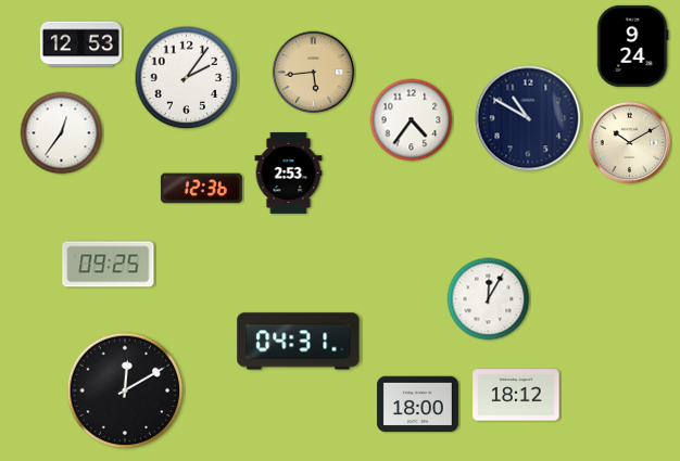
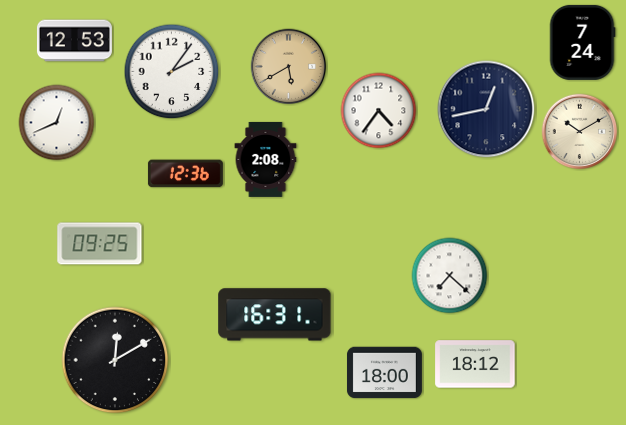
clock at (632, 46): 9:24 -> 7:24
clock at (314, 73): 5:44 -> 5:40
clock at (528, 118): 10:50 -> 12:43
clock at (62, 133): 12:36 -> 12:41
clock at (289, 172): 2:53 -> 2:08
clock at (489, 299): 12:05 -> 7:22
clock at (299, 342): 04:31 -> 16:31
